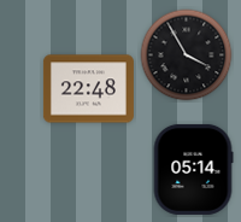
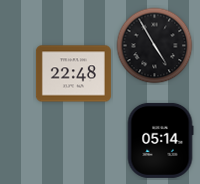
clock at (187, 55): 3:55 -> 4:55
